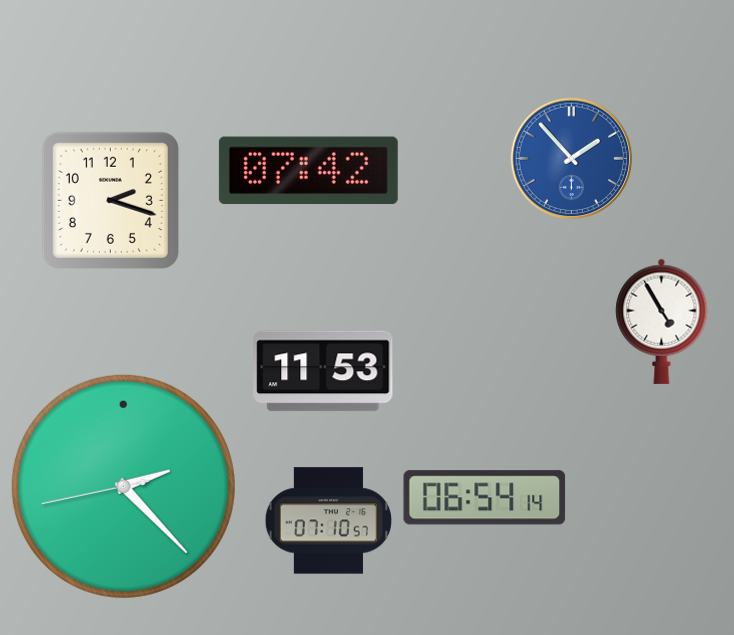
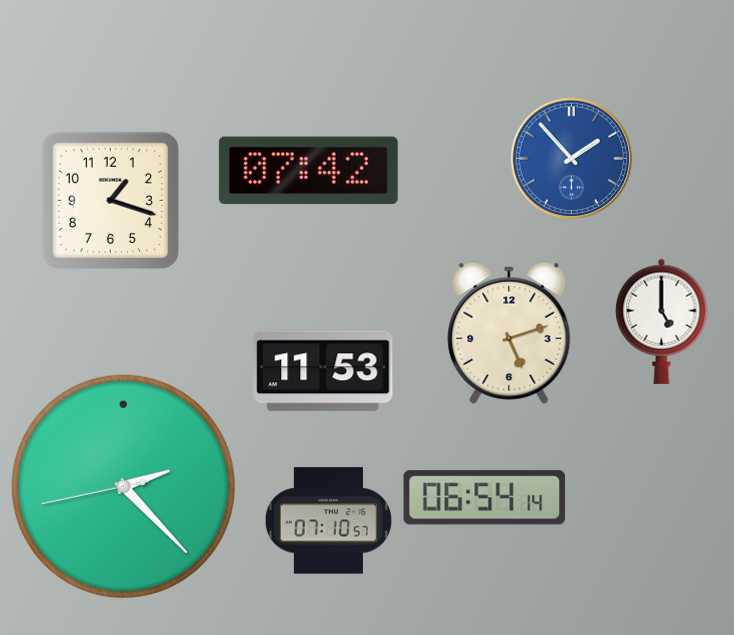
clock at (110, 200): 2:18 -> 1:18
clock at (662, 321): 4:55 -> 5:00
clock at (509, 333): none -> 5:12
